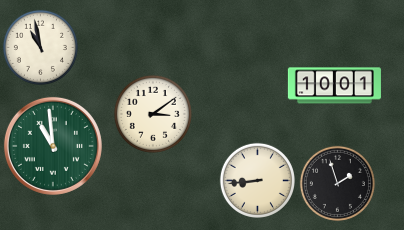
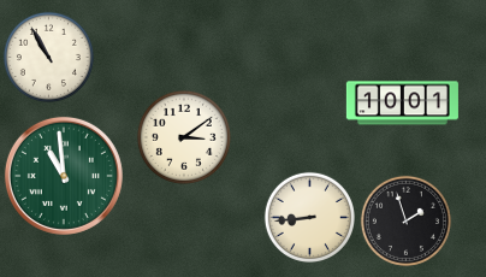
clock at (40, 47): 10:58 -> 10:55
